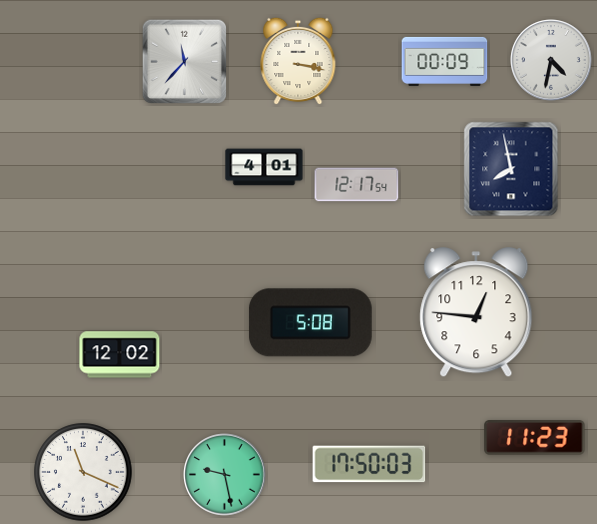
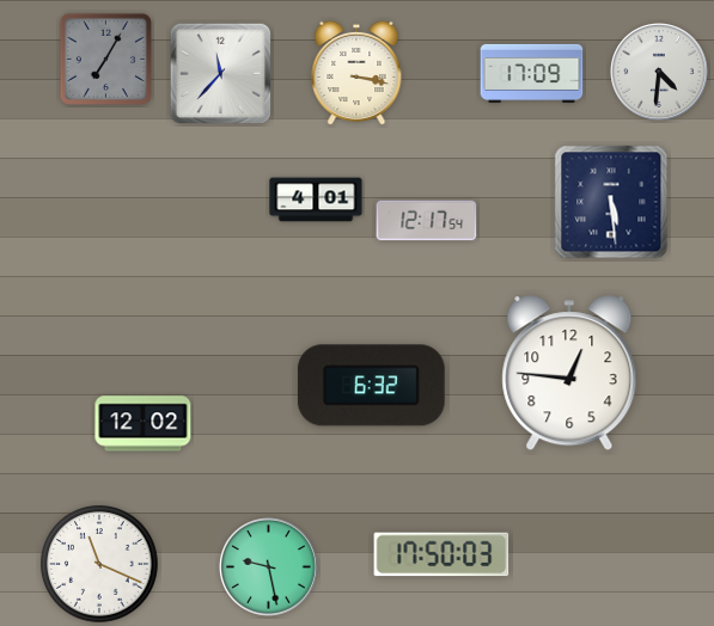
clock at (105, 59): none -> 7:05
clock at (551, 60): 4:32 -> 4:31
clock at (445, 61): 00:09 -> 17:09
clock at (511, 169): 7:58 -> 5:29
clock at (310, 323): 5:08 -> 6:32
clock at (535, 438): 11:23 -> none
